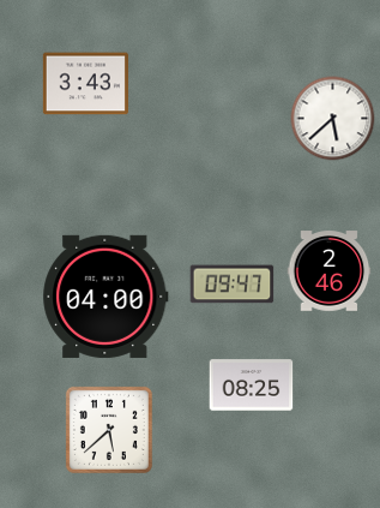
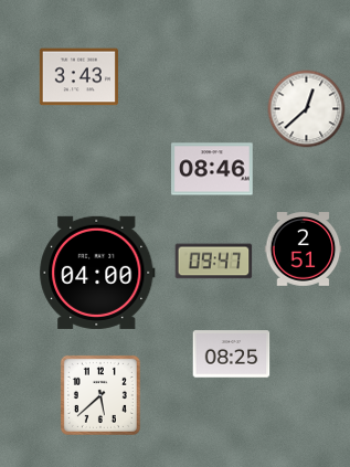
clock at (333, 119): 5:38 -> 12:38
clock at (212, 169): none -> 08:46
clock at (330, 271): 2:46 -> 2:51
